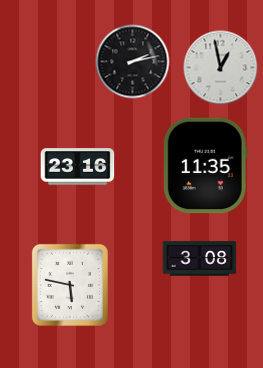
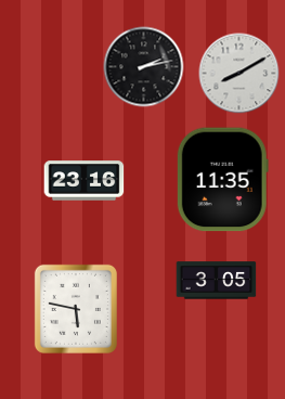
clock at (221, 68): 12:58 -> 8:10
clock at (200, 259): 3:08 -> 3:05
